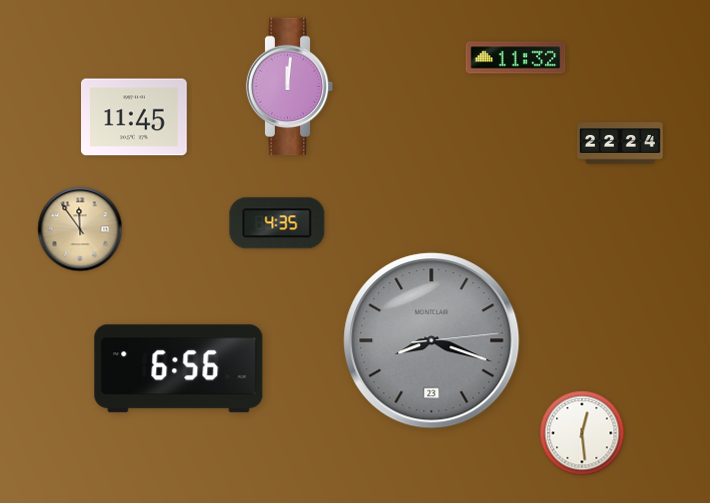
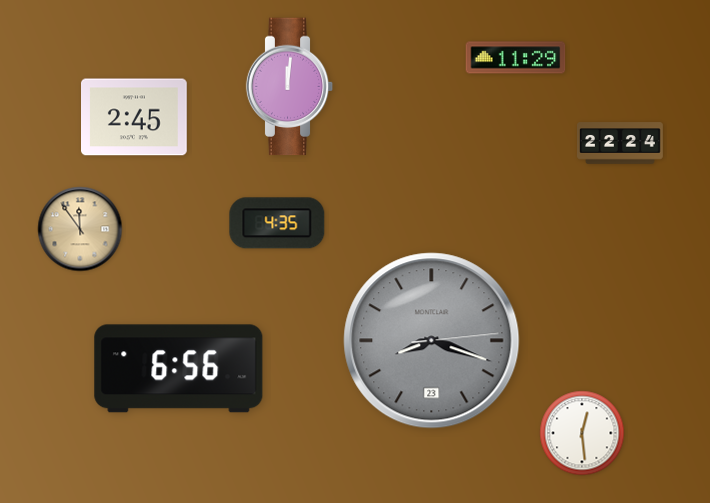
clock at (516, 58): 11:32 -> 11:29
clock at (135, 117): 11:45 -> 2:45
